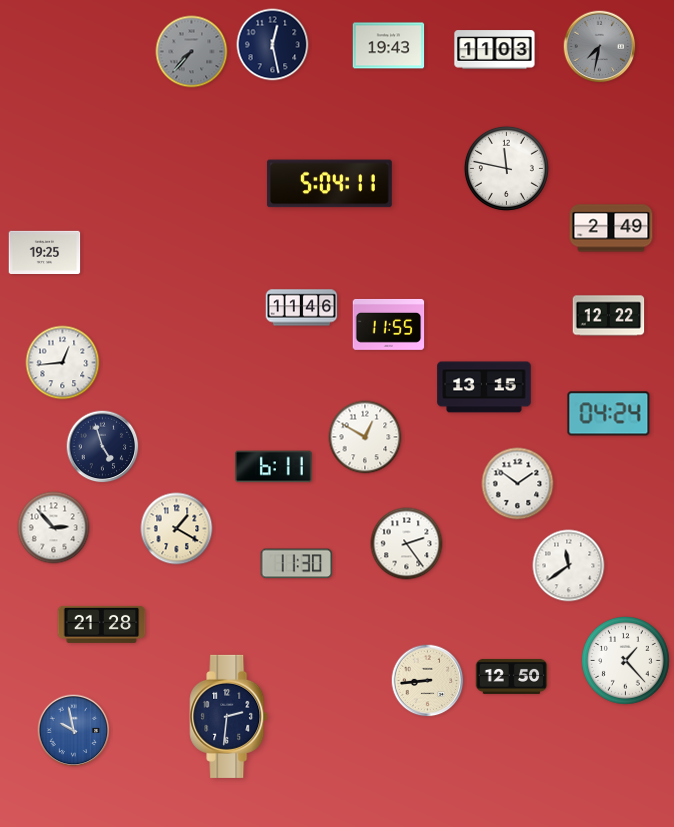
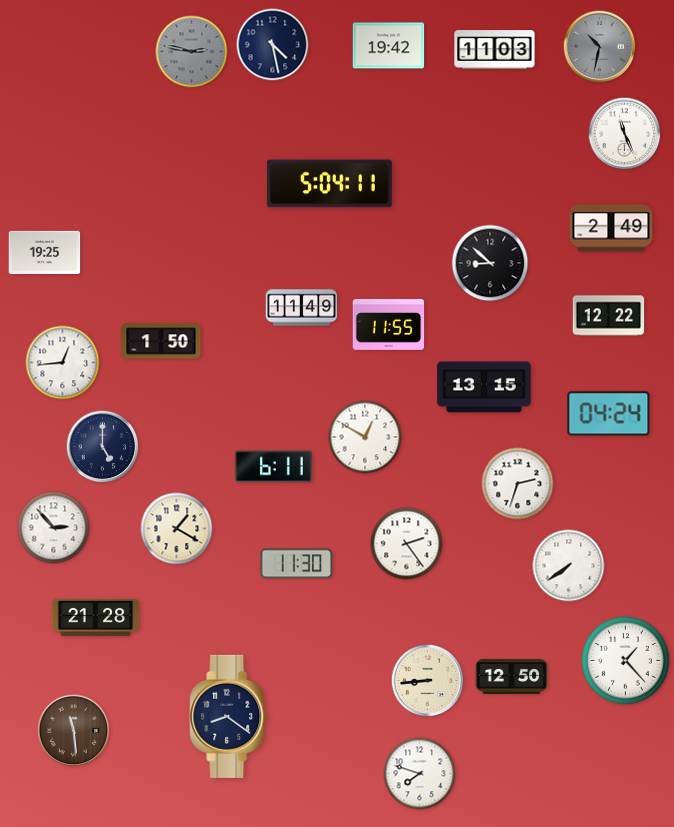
clock at (273, 45): 12:28 -> 4:28
clock at (389, 46): 19:43 -> 19:42
clock at (600, 47): 7:32 -> 10:32
clock at (192, 52): 7:37 -> 2:47
clock at (625, 134): none -> 11:26
clock at (506, 168): 11:47 -> none
clock at (490, 263): none -> 8:52
clock at (302, 308): 11:46 -> 11:49
clock at (161, 341): none -> 1:50
clock at (103, 447): 4:57 -> 5:00
clock at (518, 484): 1:51 -> 2:33
clock at (569, 566): 11:39 -> 7:39
clock at (102, 624) position: (102, 624) -> (96, 617)
clock at (229, 716): 2:31 -> 8:21
clock at (74, 731): 9:58 -> 11:29
clock at (74, 731) dial: blue -> brown
clock at (420, 774): none -> 7:48
